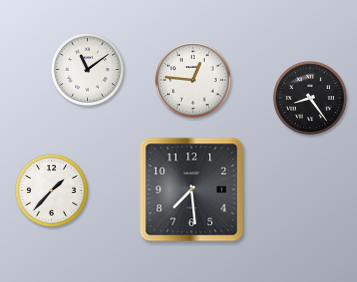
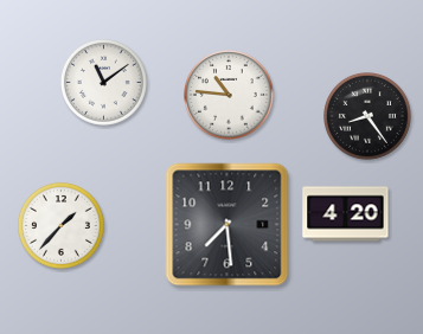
clock at (193, 80): 12:46 -> 10:46
clock at (346, 214): none -> 4:20
